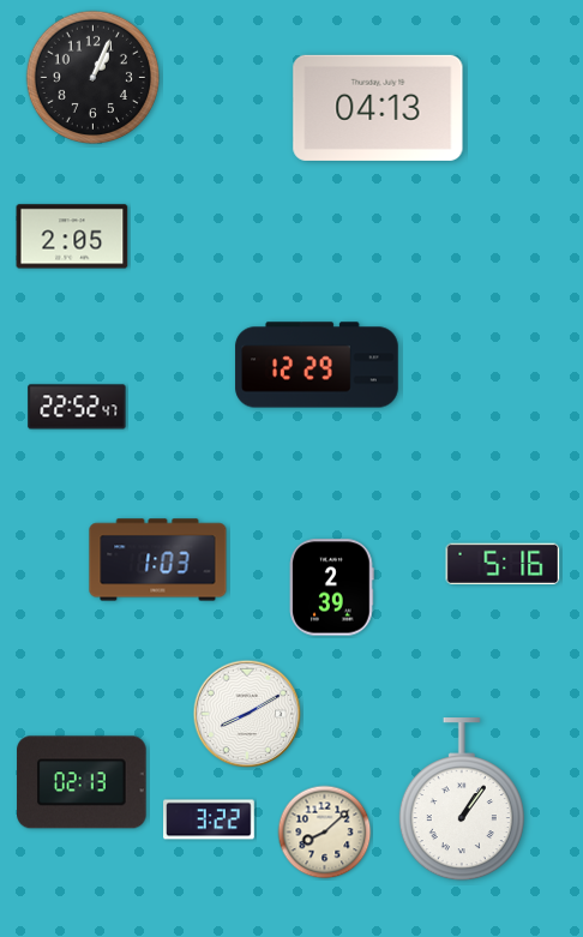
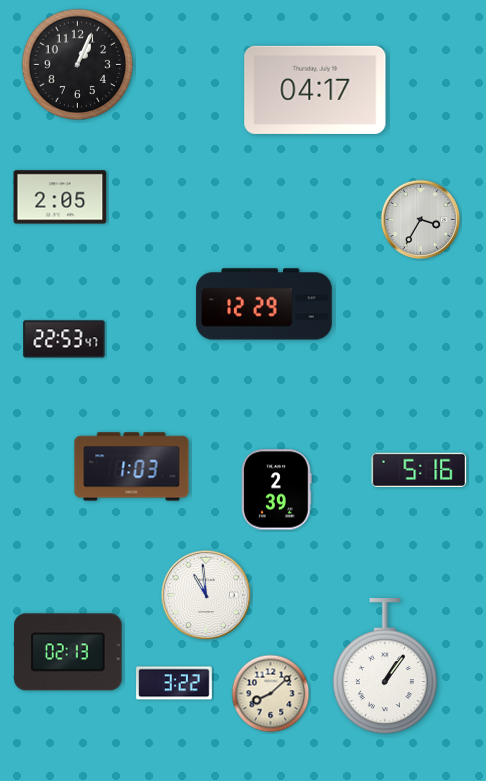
clock at (378, 108): 04:13 -> 04:17
clock at (421, 220): none -> 3:35
clock at (77, 407): 22:52 -> 22:53
clock at (247, 714): 8:10 -> 10:59
